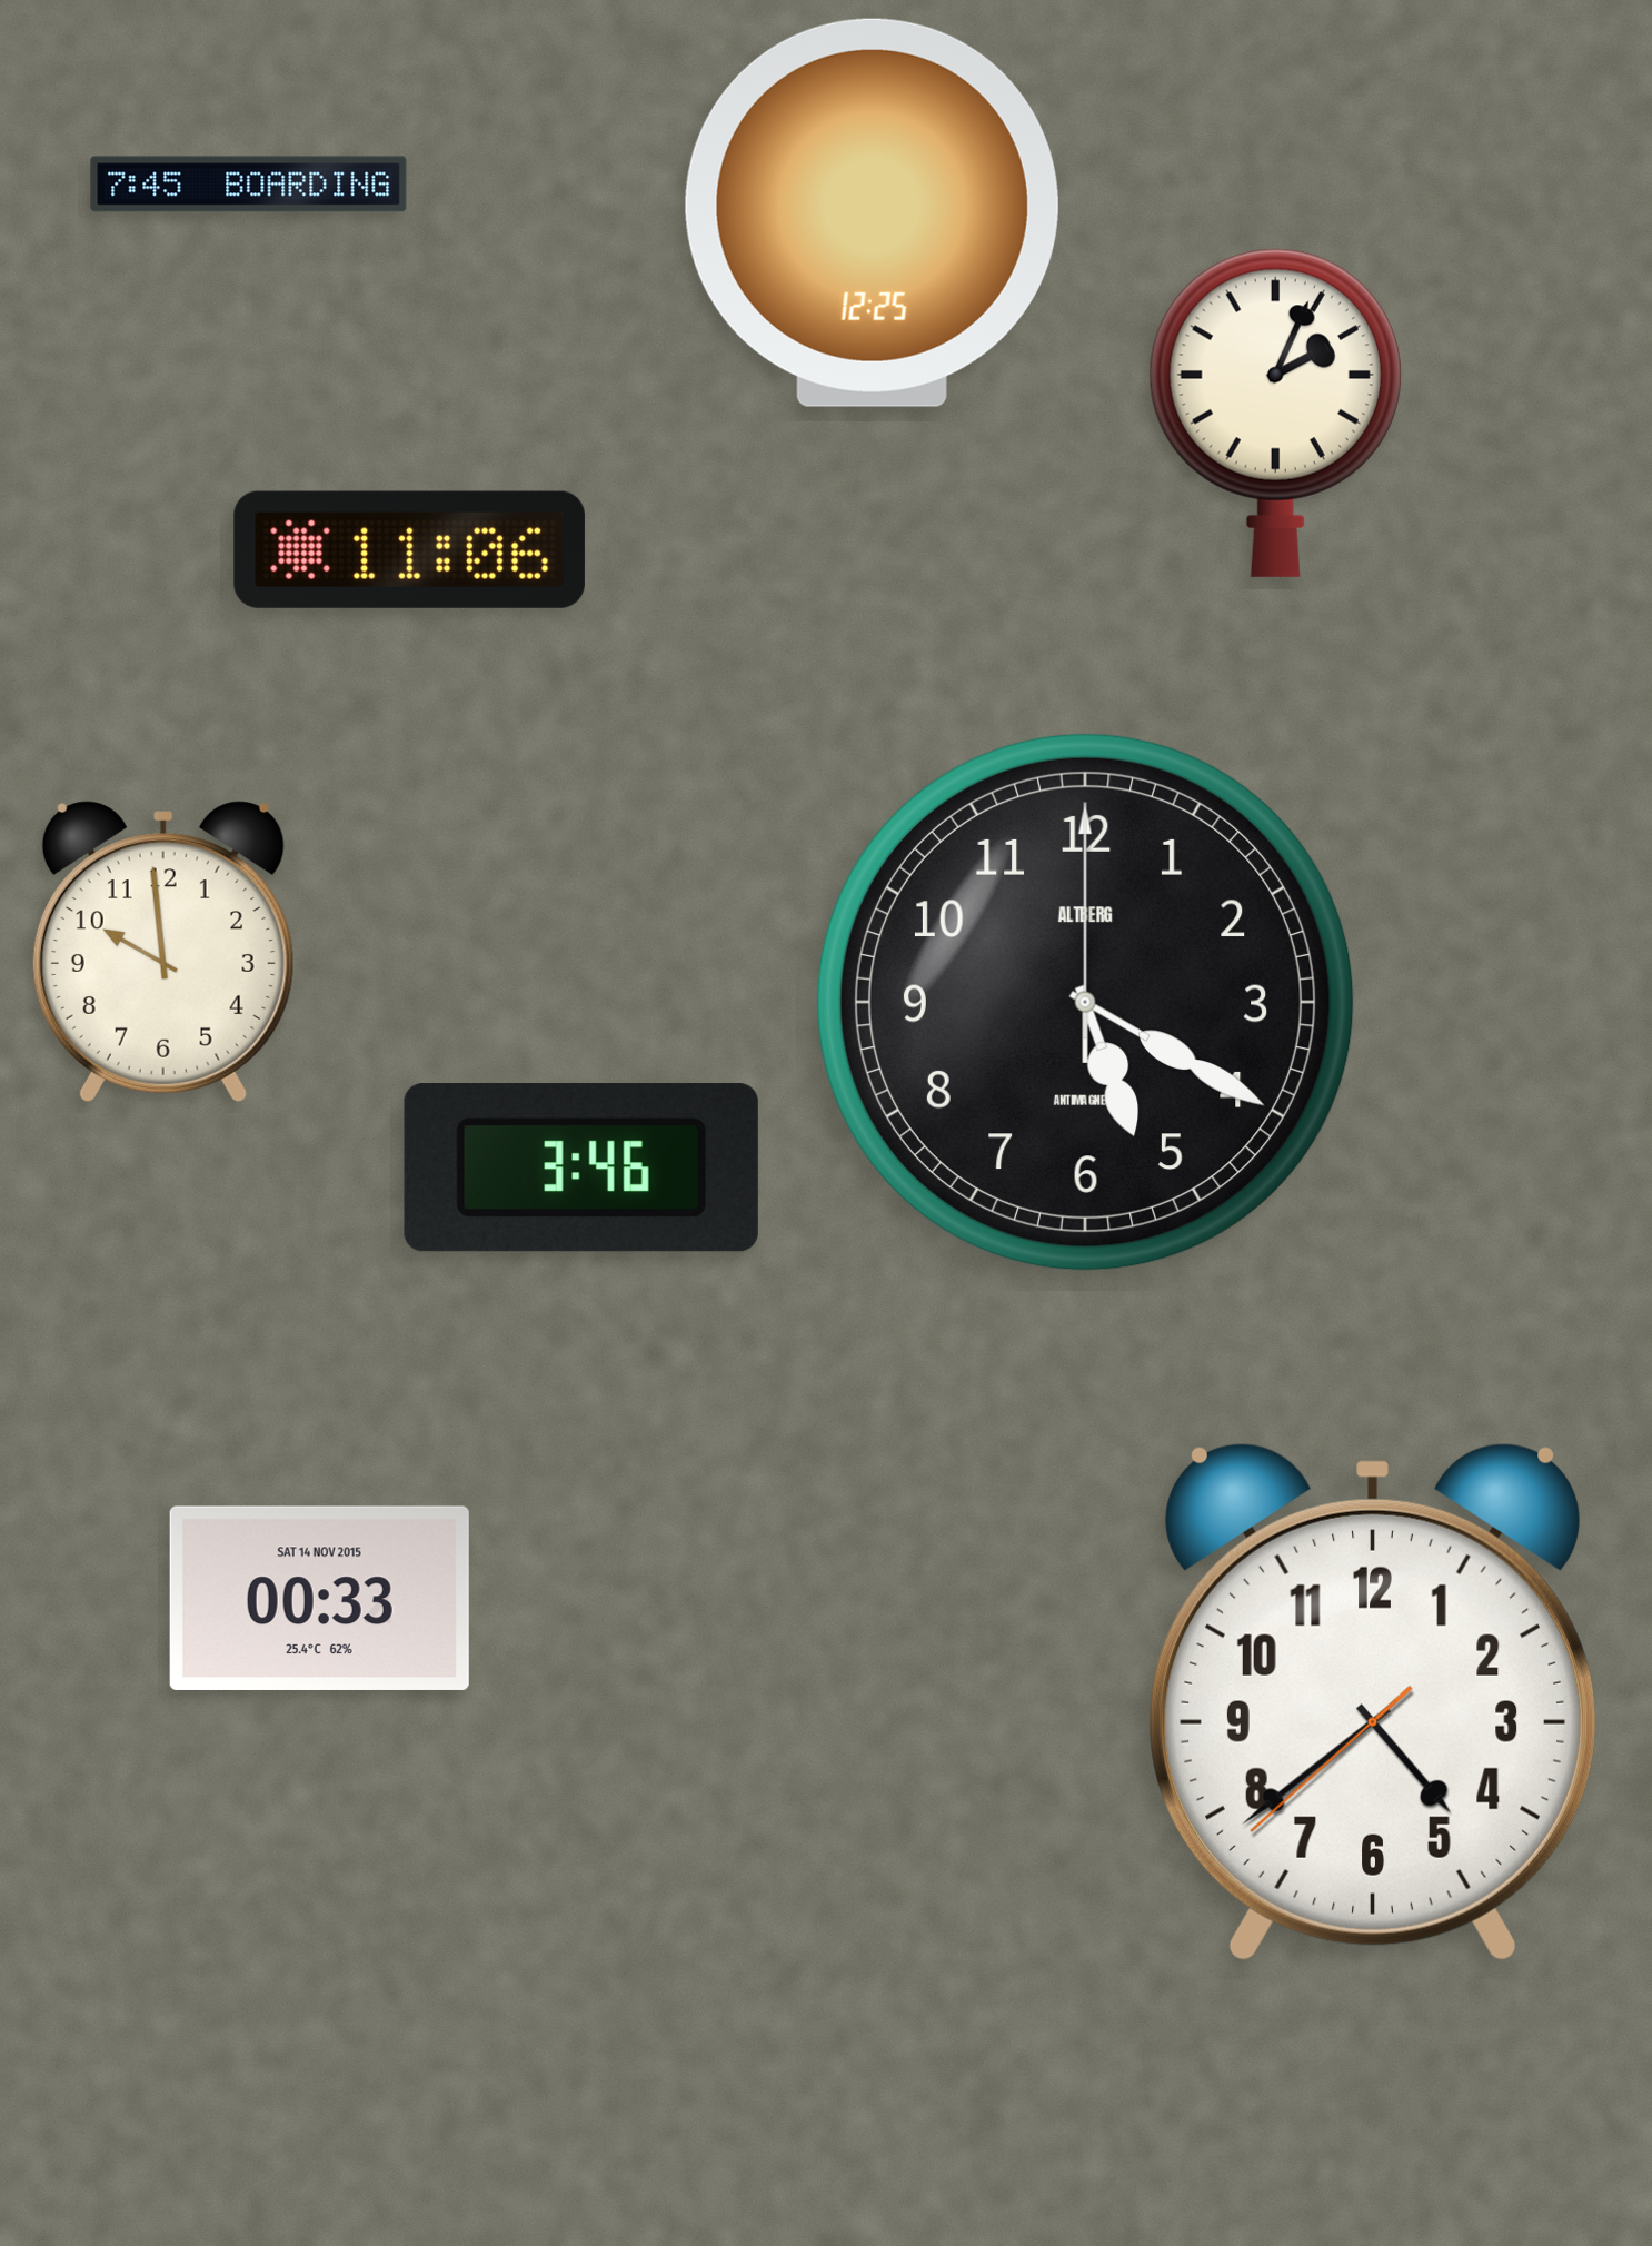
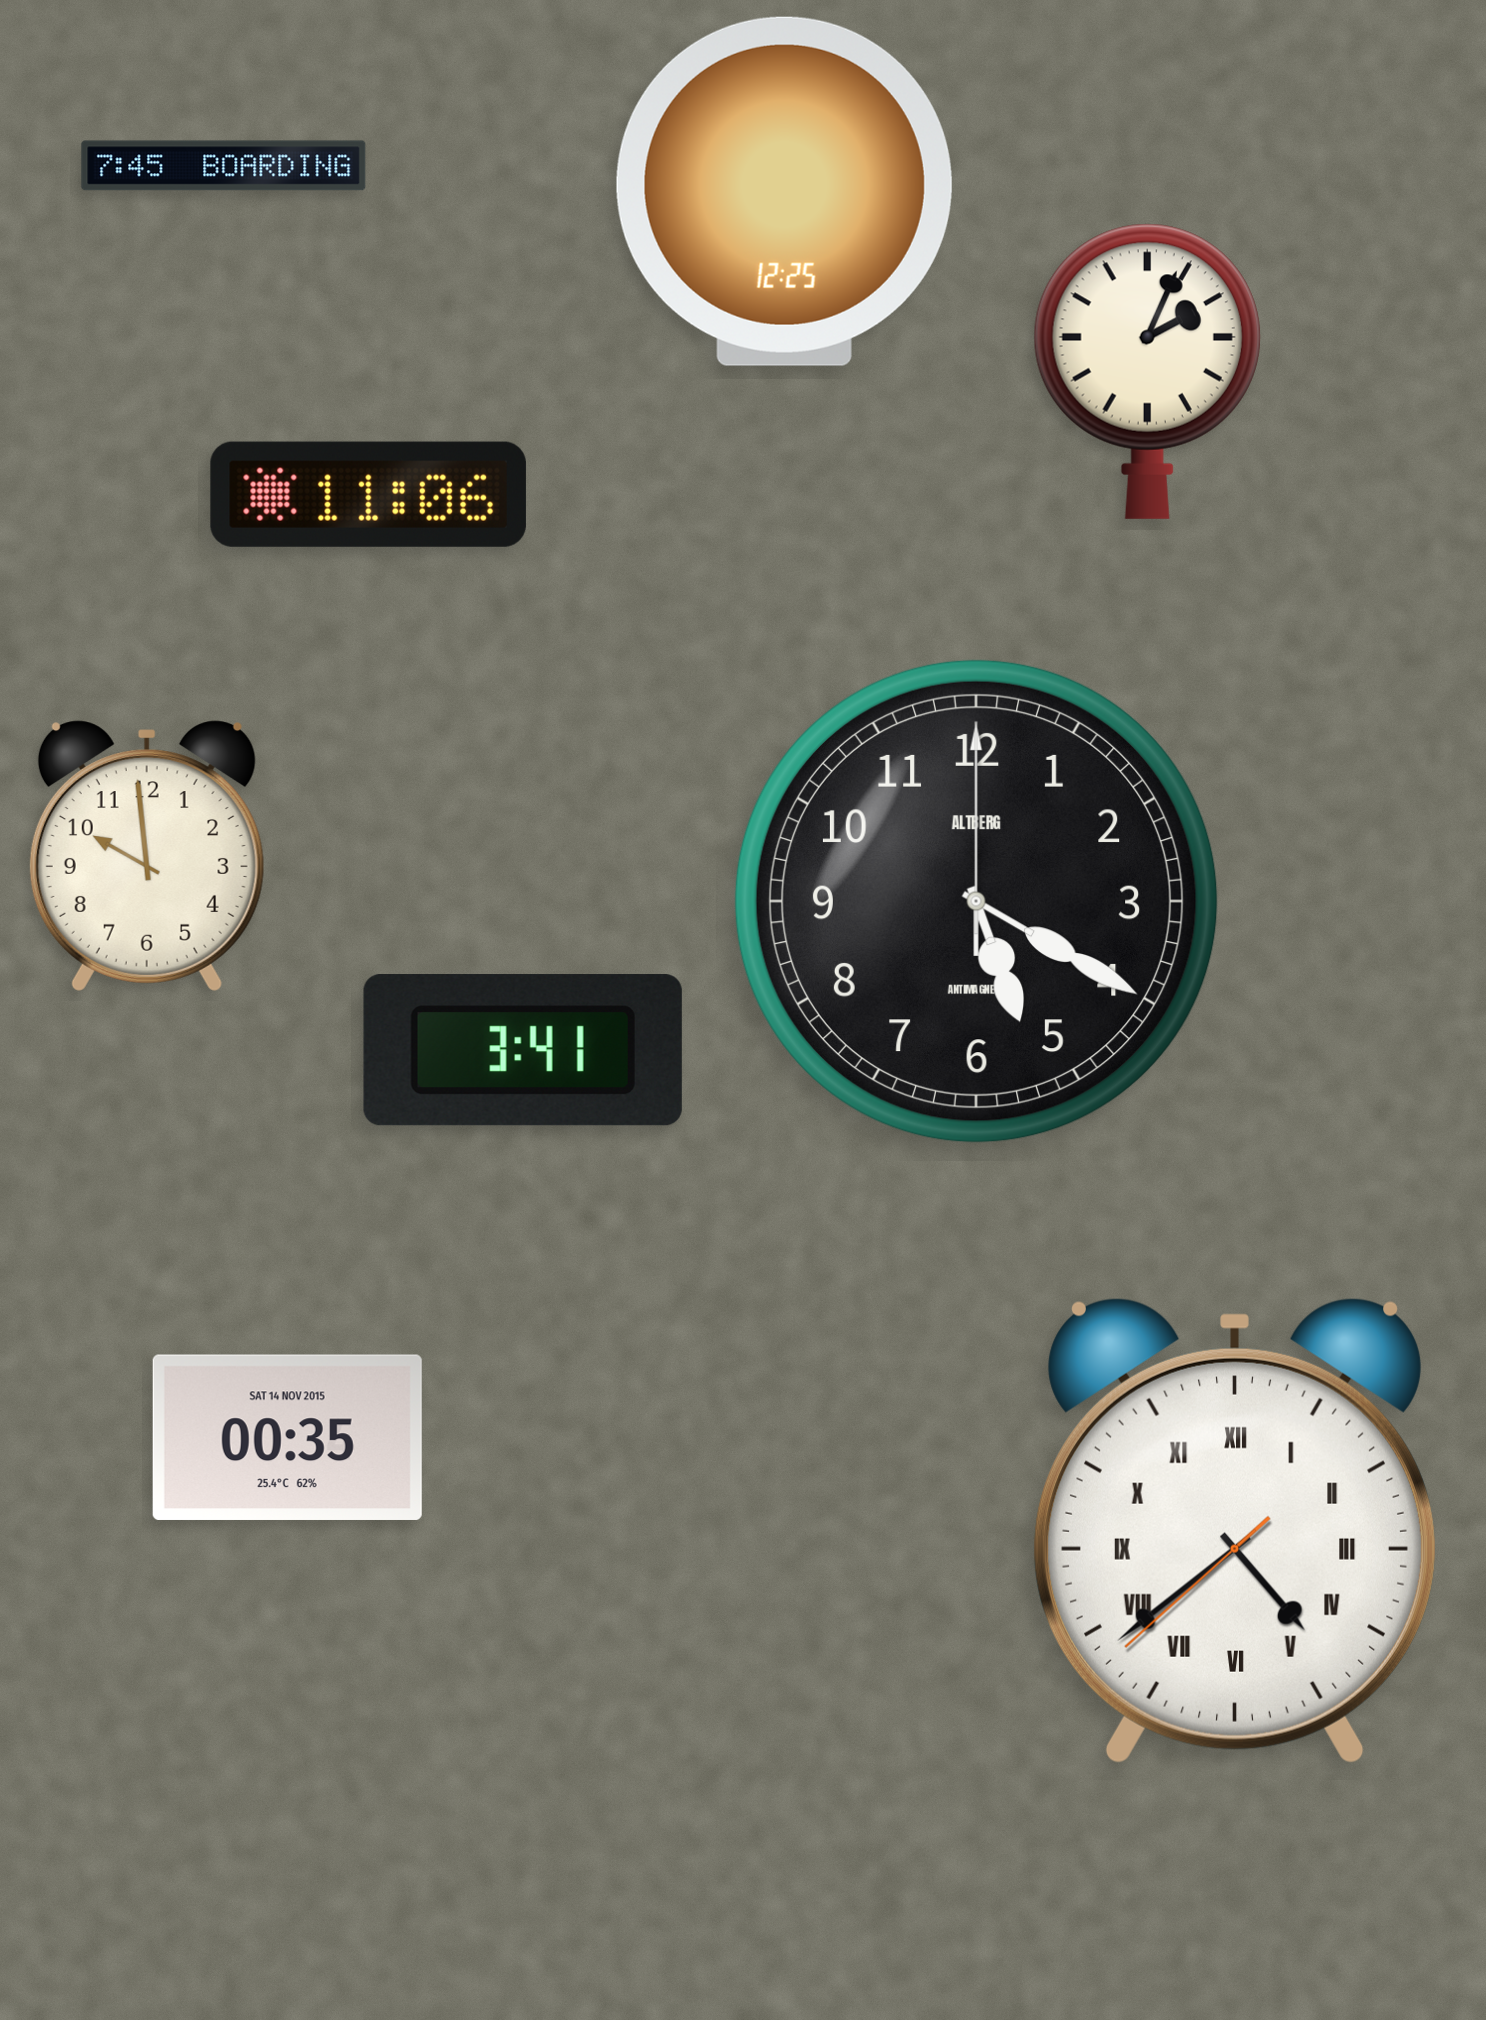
clock at (581, 1167): 3:46 -> 3:41
clock at (319, 1598): 00:33 -> 00:35
clock at (1373, 1702) numerals: Arabic -> Roman
